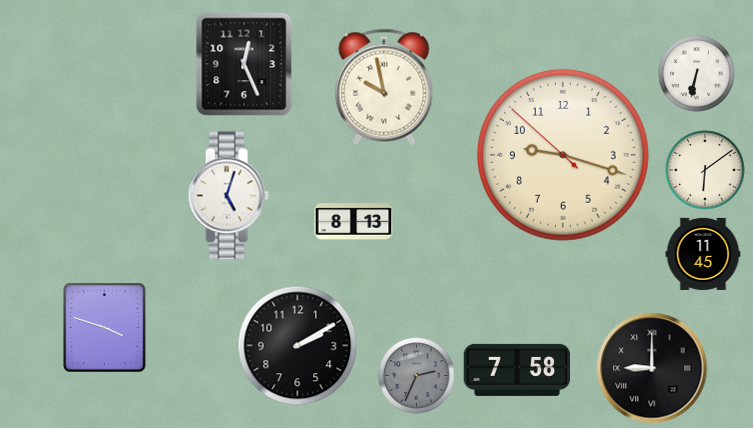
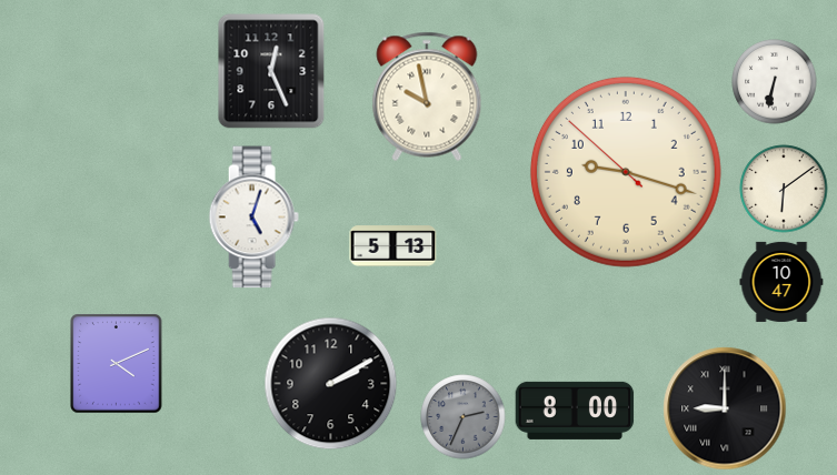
clock at (354, 222): 8:13 -> 5:13
clock at (703, 254): 11:45 -> 10:47
clock at (105, 328): 3:48 -> 4:11
clock at (517, 370): 7:58 -> 8:00
